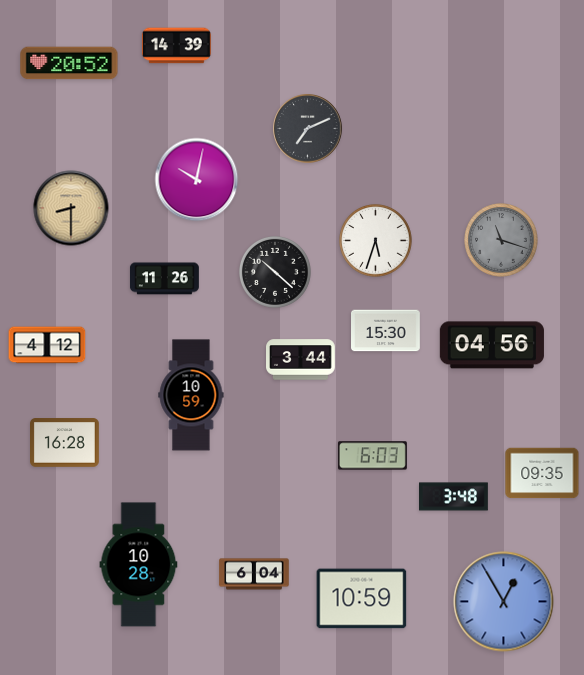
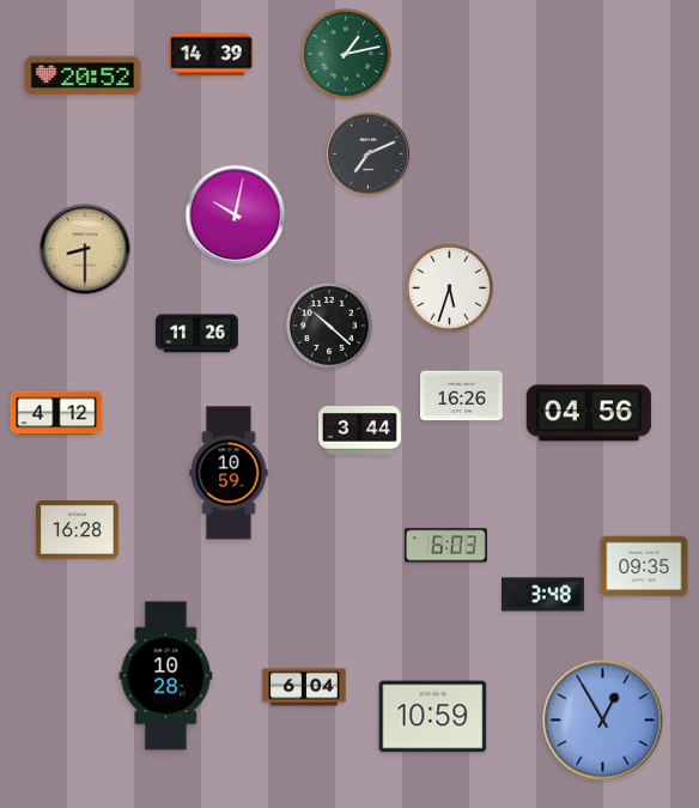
clock at (346, 54): none -> 1:13
clock at (501, 240): 11:18 -> none
clock at (386, 331): 15:30 -> 16:26
clock at (542, 473) position: (542, 473) -> (644, 566)
